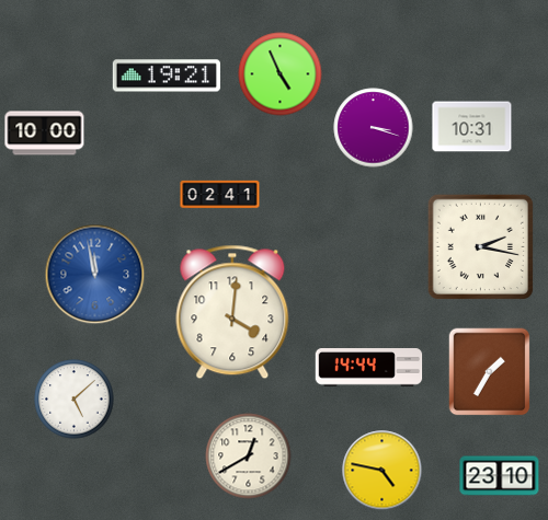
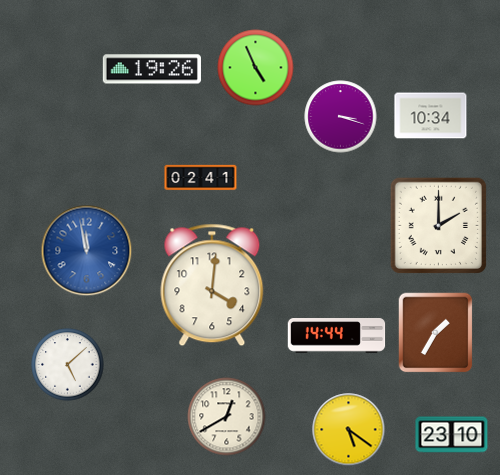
clock at (167, 76): 19:21 -> 19:26
clock at (472, 127): 10:31 -> 10:34
clock at (45, 134): 10:00 -> none
clock at (480, 246): 2:17 -> 2:00
clock at (490, 372) position: (490, 372) -> (436, 333)
clock at (383, 471): 4:47 -> 5:21
clock at (500, 476) position: (500, 476) -> (452, 435)
